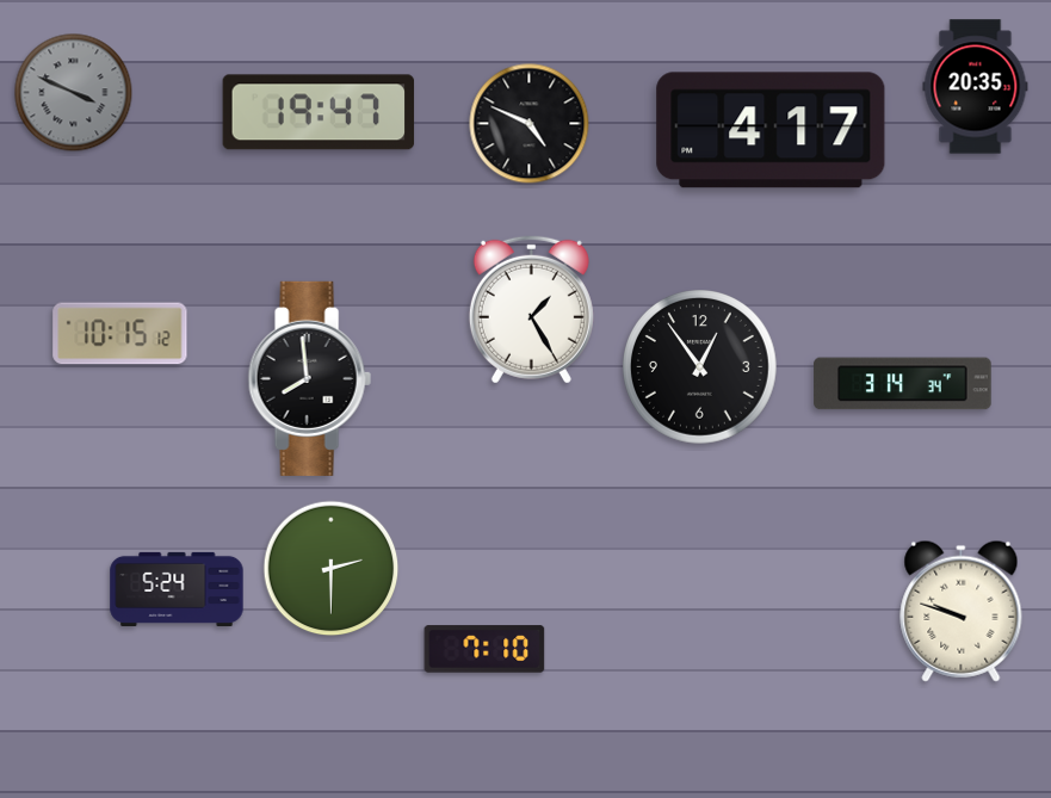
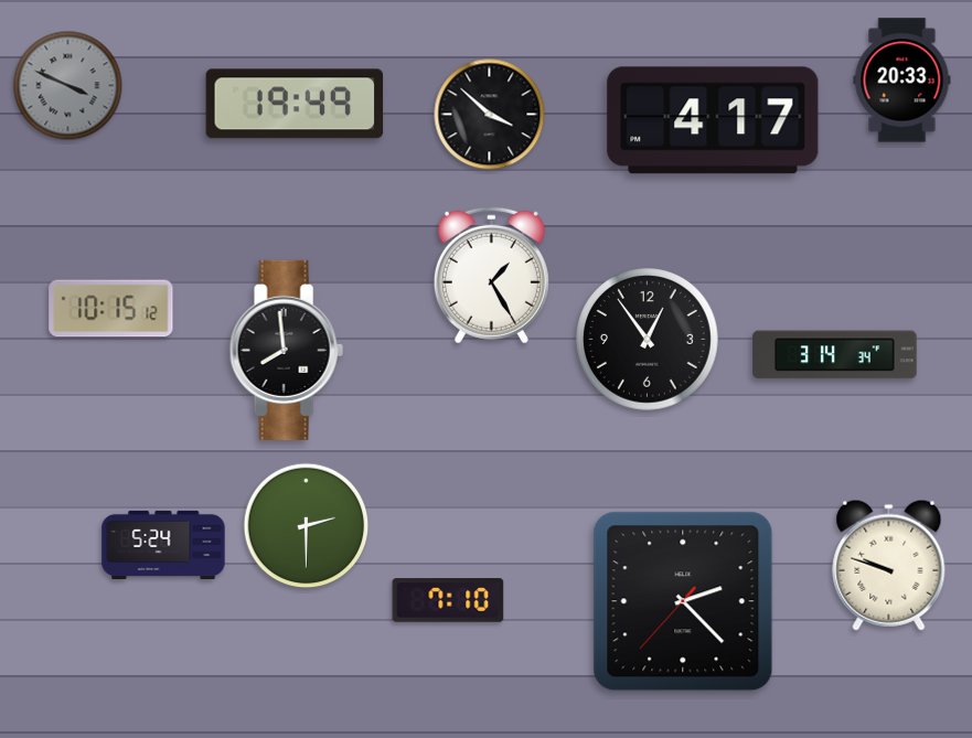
clock at (976, 87): 20:35 -> 20:33
clock at (319, 112): 19:47 -> 19:49
clock at (530, 124): 4:49 -> 3:52
clock at (531, 309) position: (531, 309) -> (491, 275)
clock at (683, 601): none -> 2:22
